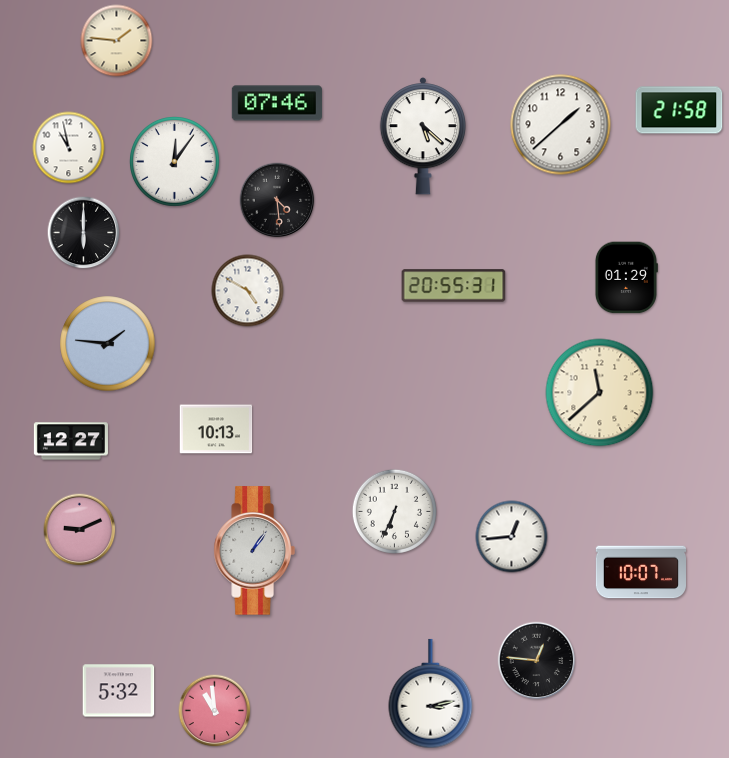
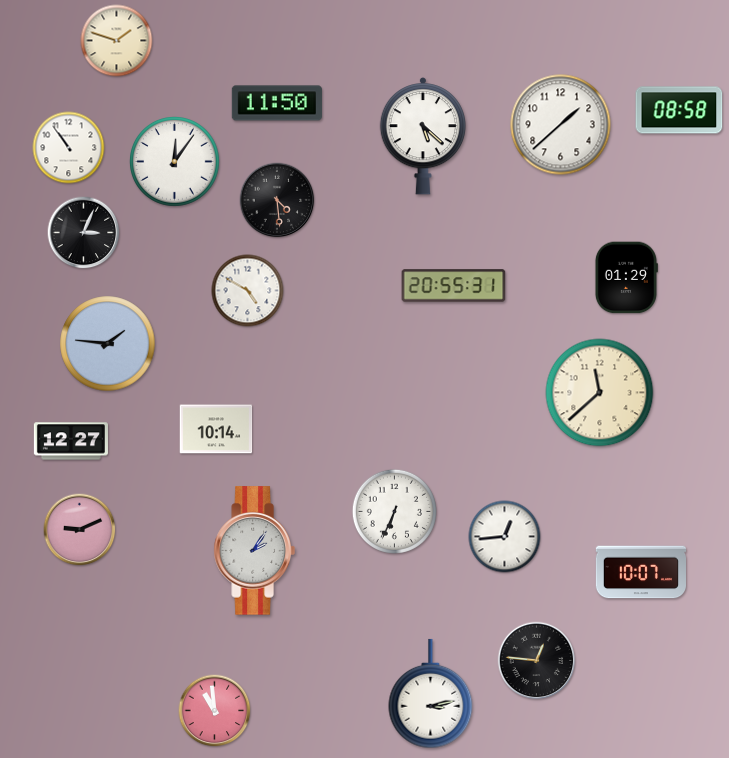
clock at (117, 41): 1:46 -> 1:48
clock at (277, 103): 07:46 -> 11:50
clock at (679, 110): 21:58 -> 08:58
clock at (69, 148): 10:58 -> 10:54
clock at (84, 233): 6:00 -> 3:04
clock at (216, 429): 10:13 -> 10:14
clock at (512, 537) position: (512, 537) -> (505, 537)
clock at (254, 551): 1:06 -> 2:06
clock at (119, 691): 5:32 -> none
